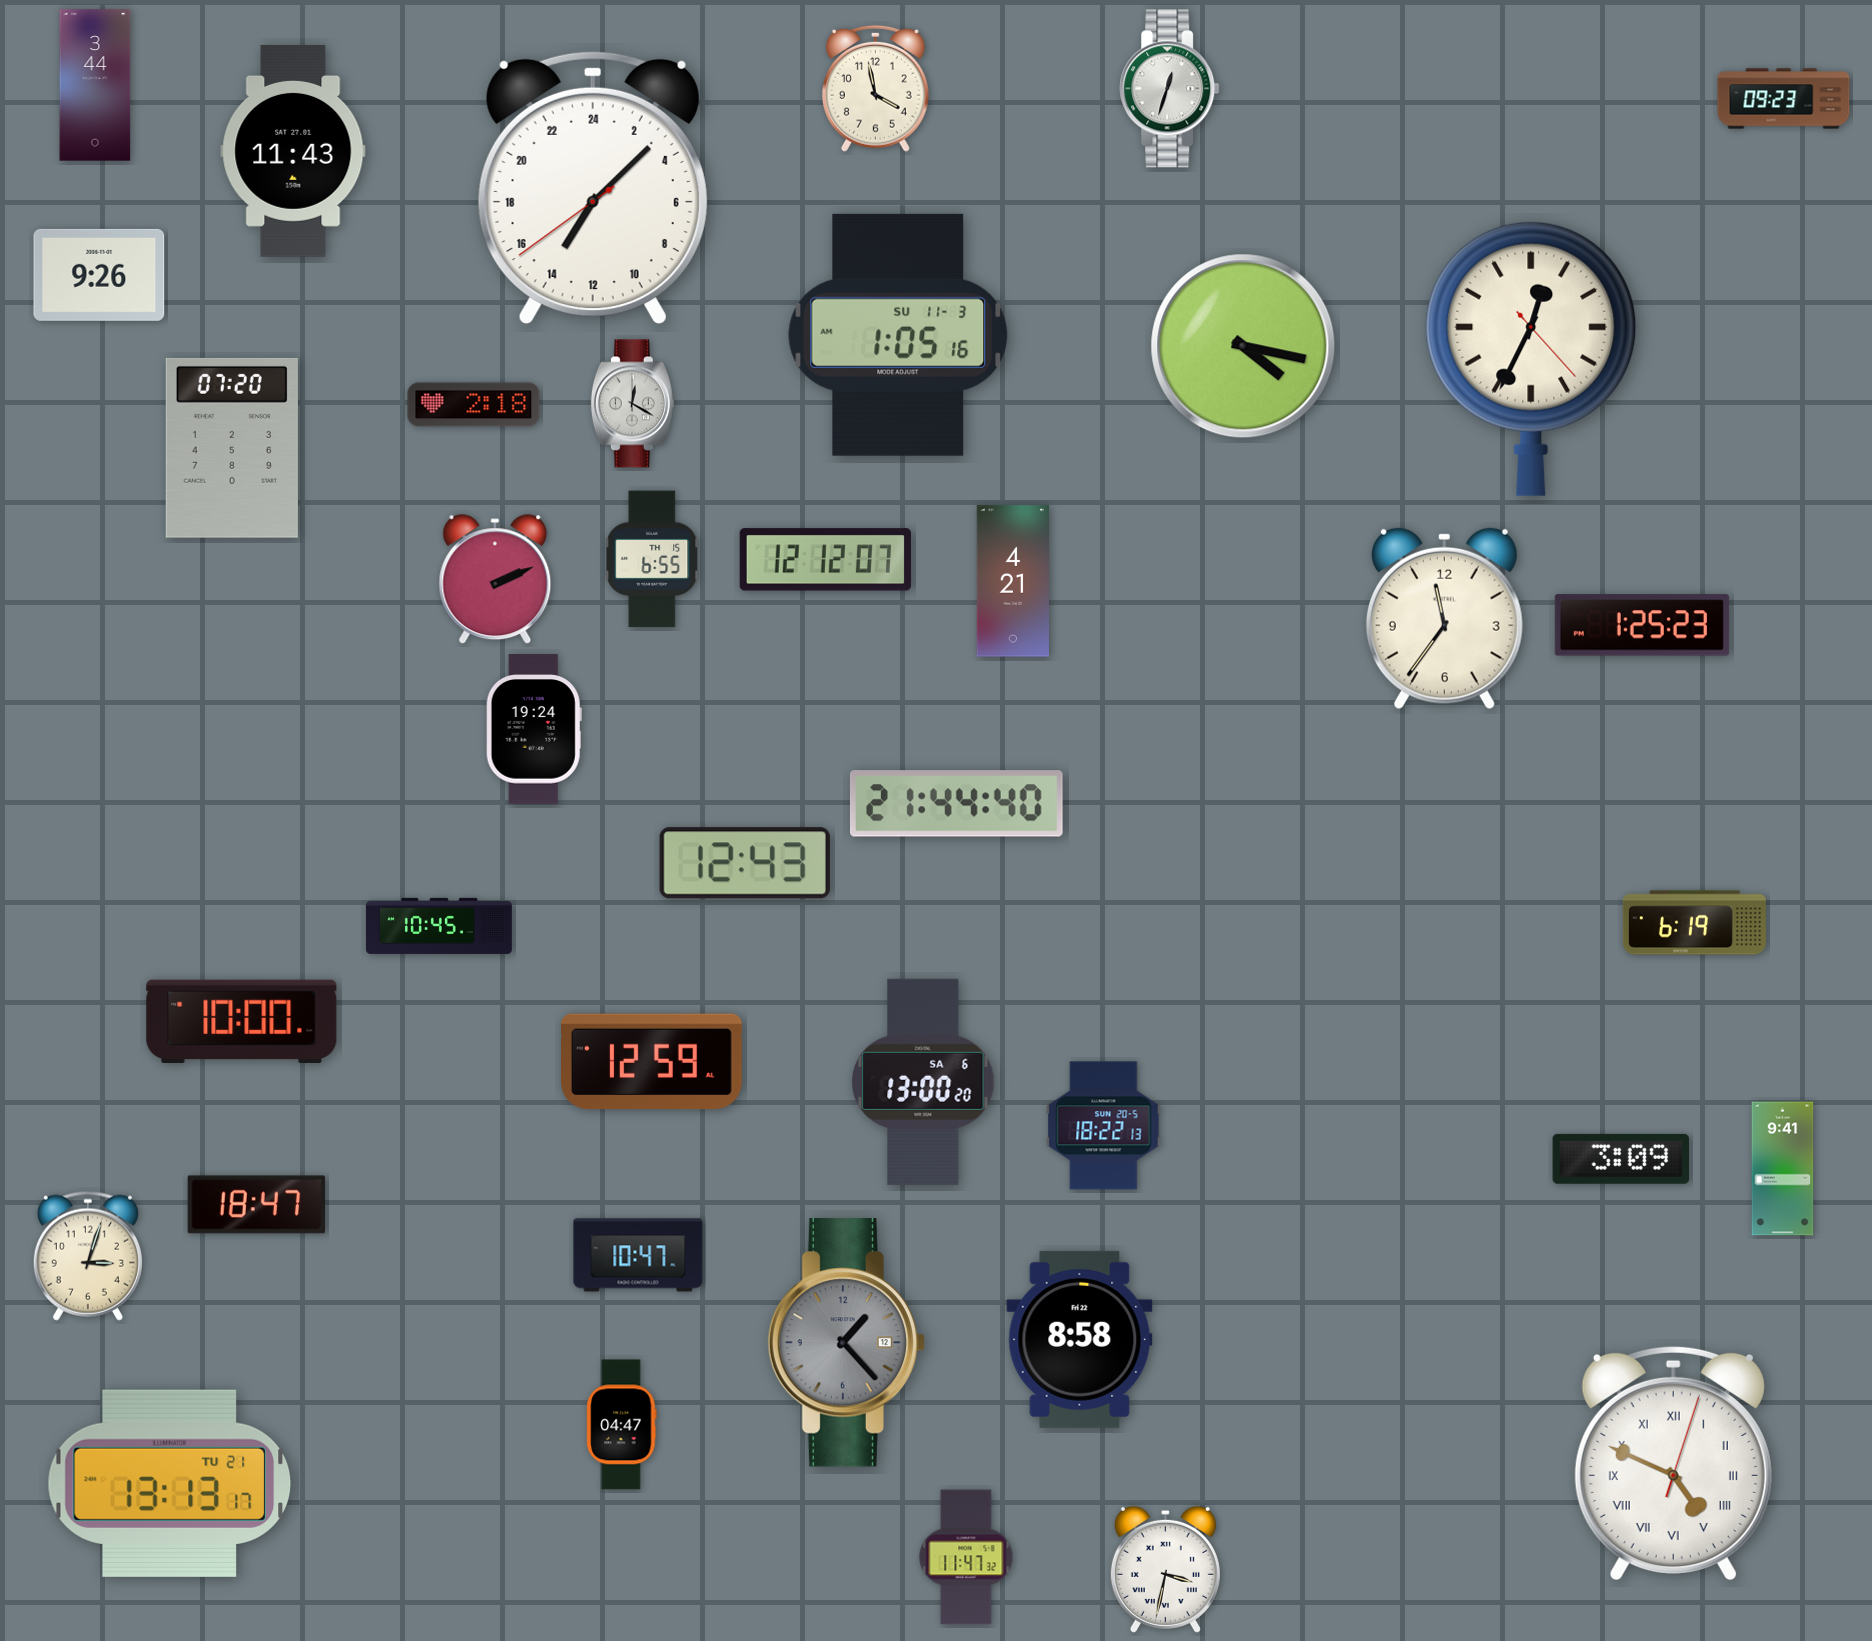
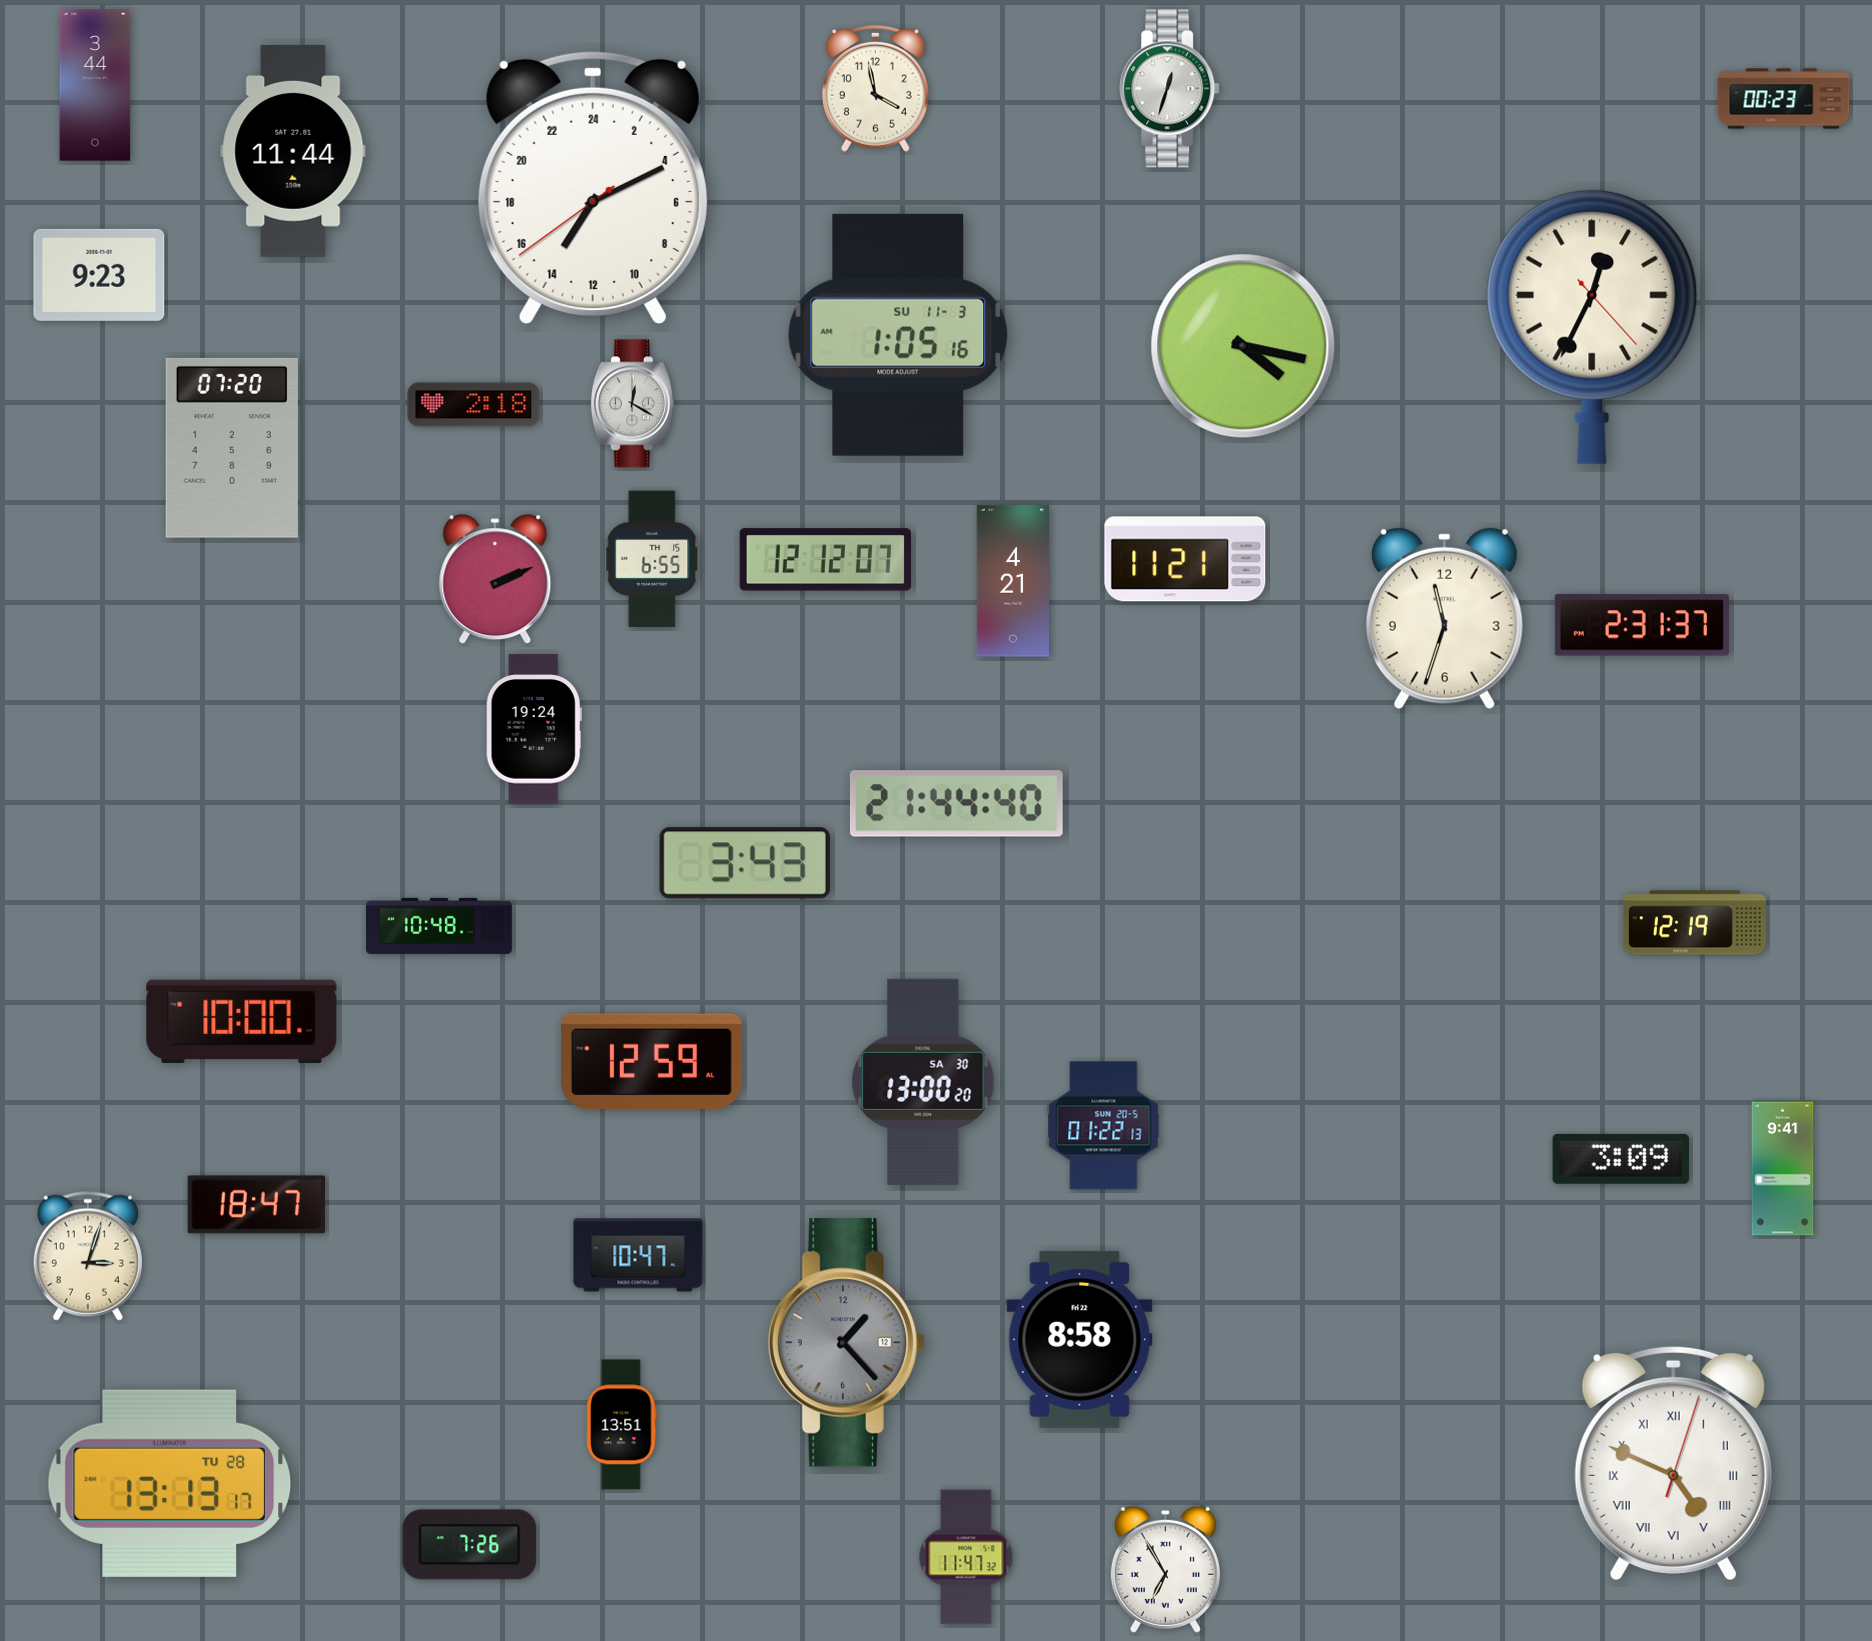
clock at (1784, 99): 09:23 -> 00:23
clock at (293, 151): 11:43 -> 11:44
clock at (593, 188): 14:07 -> 14:10
clock at (99, 275): 9:26 -> 9:23
clock at (1531, 359) position: (1531, 359) -> (1592, 327)
clock at (1185, 559): none -> 11:21
clock at (1444, 619): 11:36 -> 11:33
clock at (1642, 625): 1:25 -> 2:31
clock at (745, 863): 12:43 -> 3:43
clock at (1694, 923): 6:19 -> 12:19
clock at (439, 926): 10:45 -> 10:48
clock at (923, 1082) date: SA 6 -> SA 30
clock at (1104, 1126): 18:22 -> 01:22
clock at (622, 1425): 04:47 -> 13:51
clock at (170, 1483) date: TU 21 -> TU 28
clock at (470, 1545): none -> 7:26
clock at (1165, 1569): 3:32 -> 6:55
